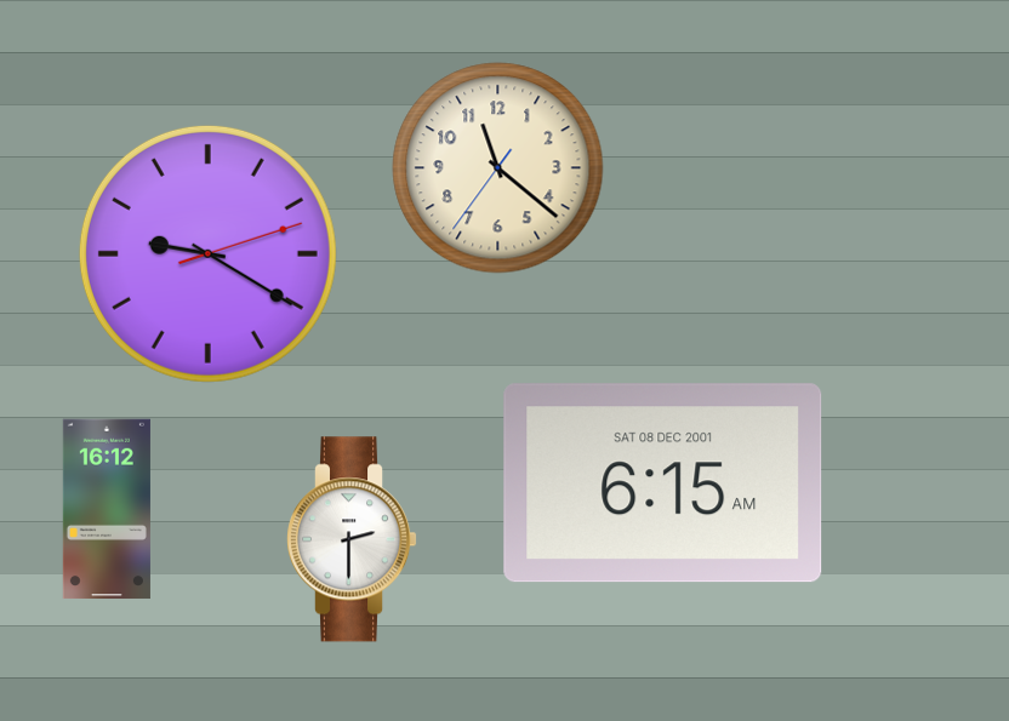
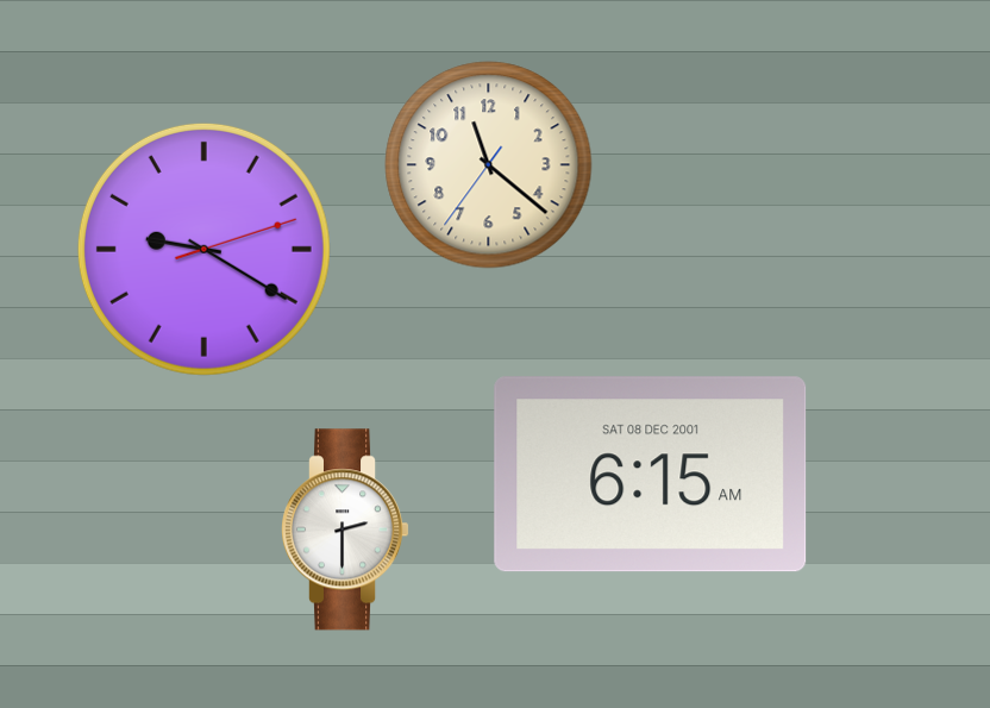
clock at (107, 509): 16:12 -> none
